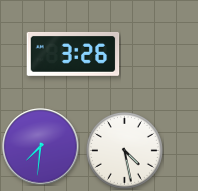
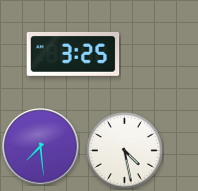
clock at (73, 54): 3:26 -> 3:25
clock at (41, 147): 7:31 -> 7:29
